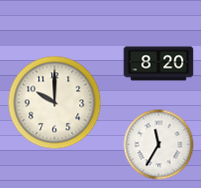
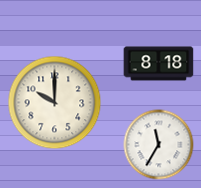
clock at (159, 64): 8:20 -> 8:18
